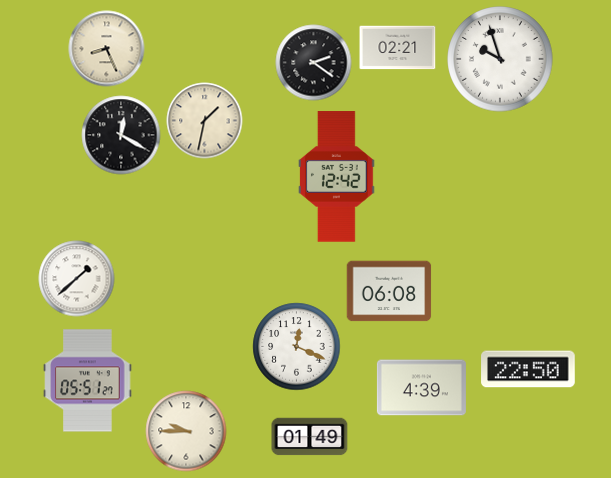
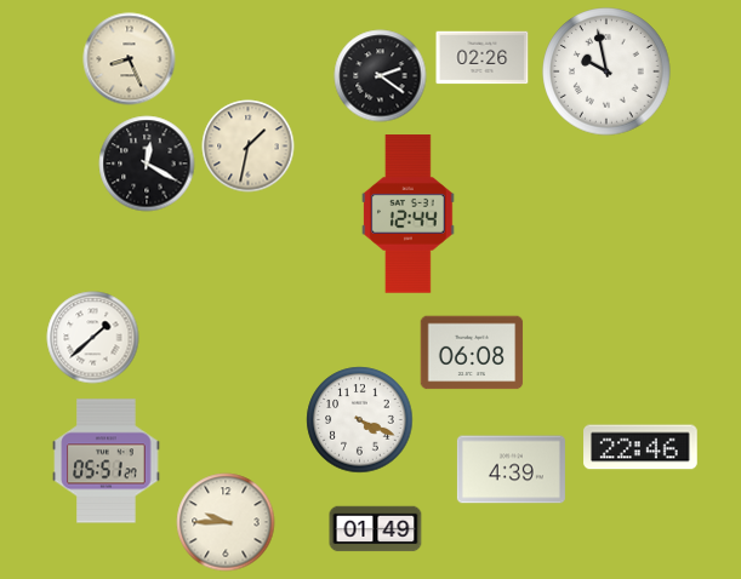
clock at (398, 48): 02:21 -> 02:26
clock at (500, 59): 9:57 -> 9:58
clock at (337, 177): 12:42 -> 12:44
clock at (297, 347): 12:19 -> 4:19
clock at (528, 369): 22:50 -> 22:46
